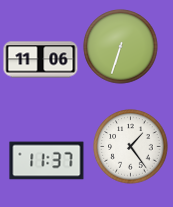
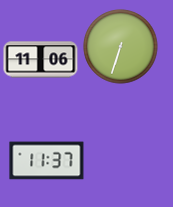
clock at (131, 147): 1:24 -> none
